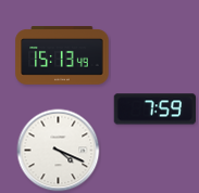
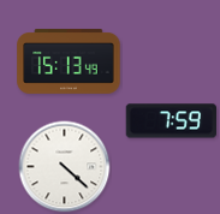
clock at (59, 151): 4:19 -> 4:22
